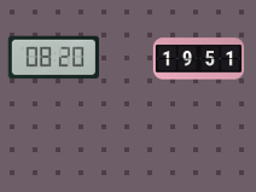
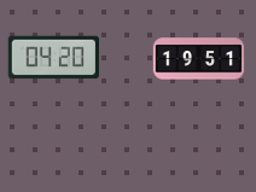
clock at (53, 58): 08:20 -> 04:20
